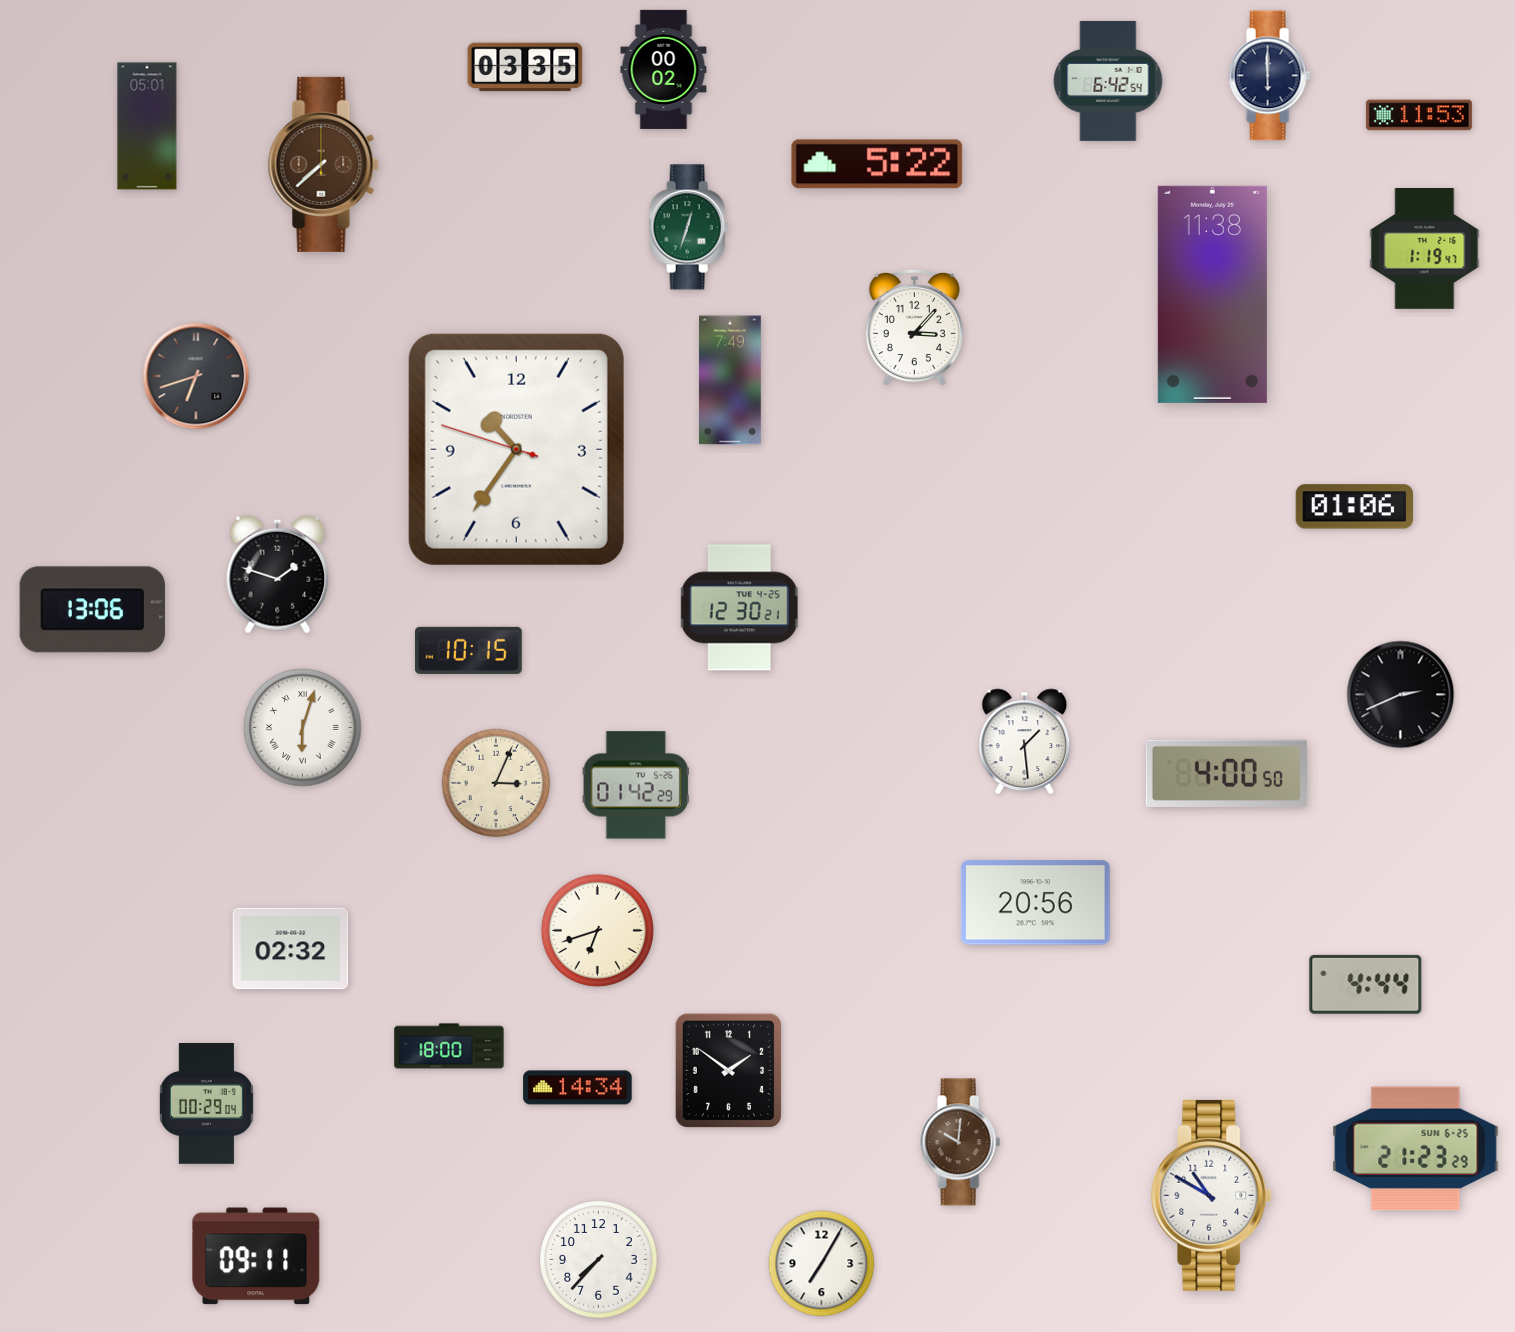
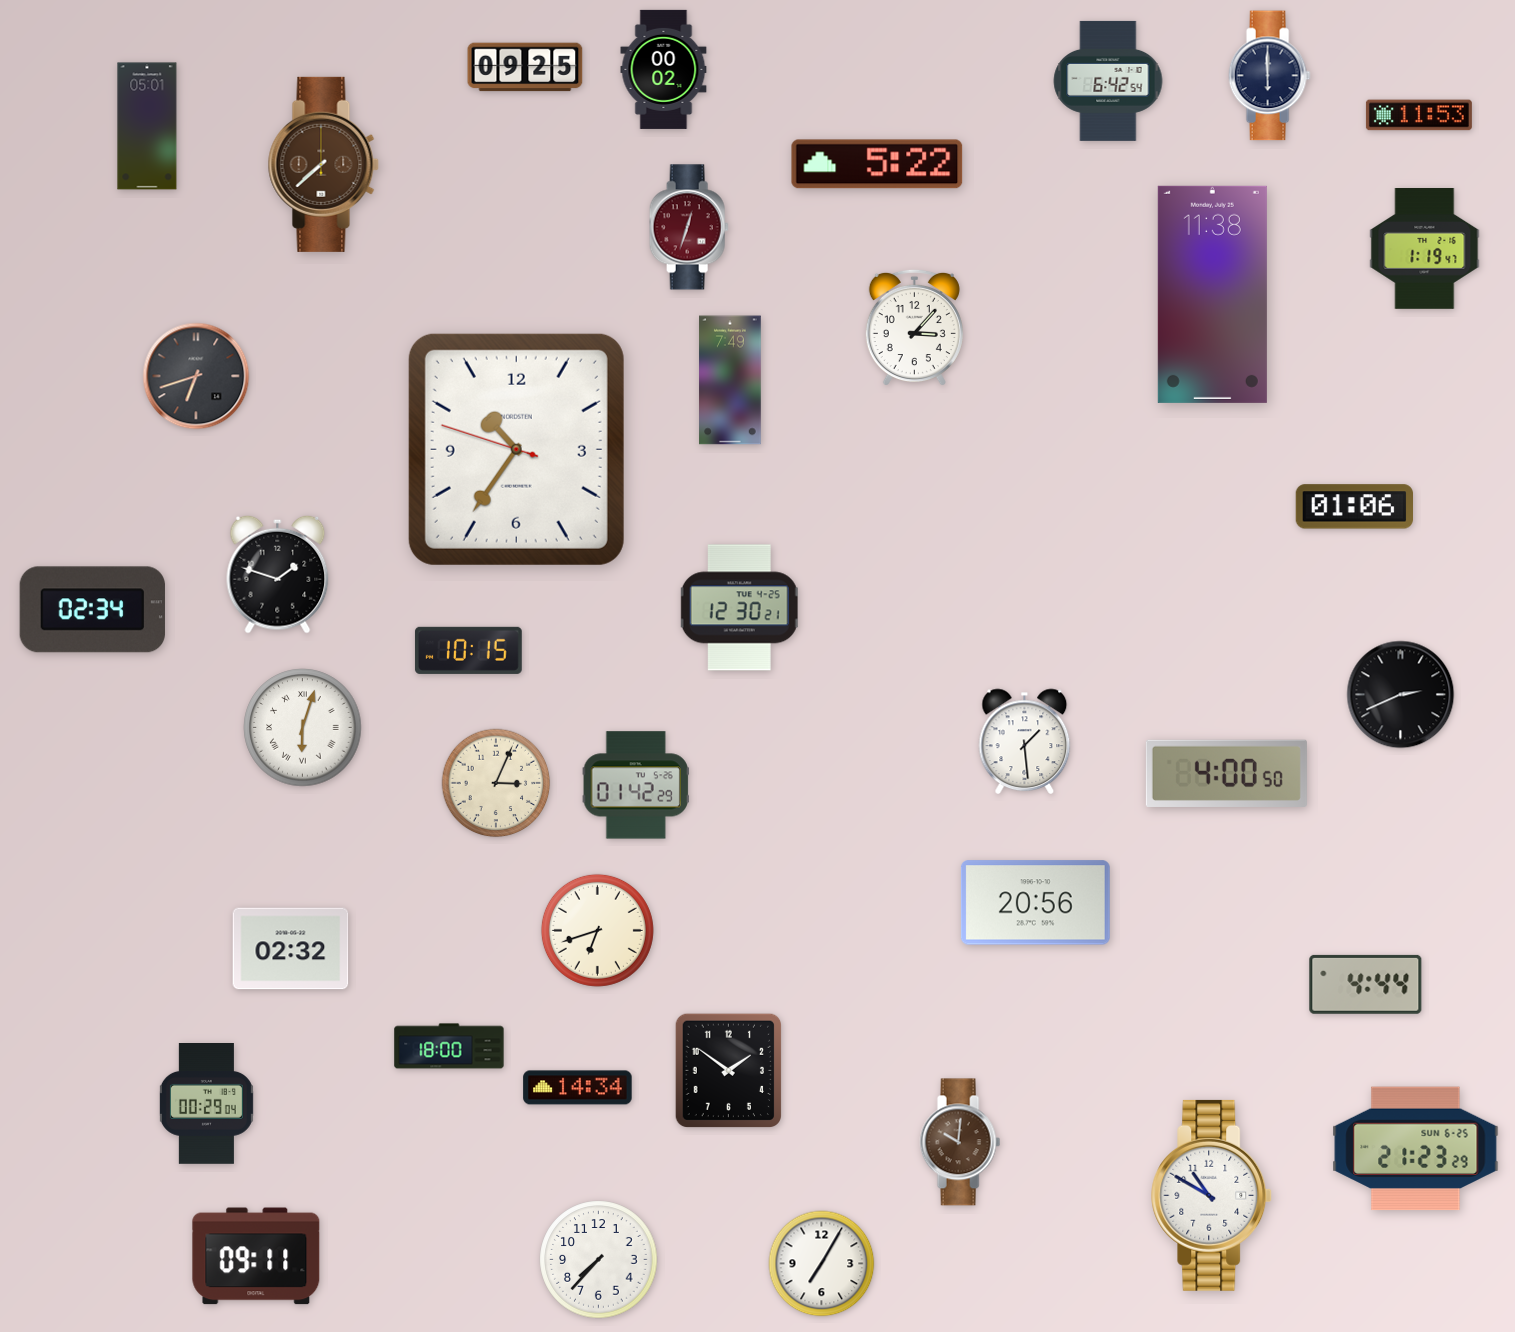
clock at (525, 67): 03:35 -> 09:25
clock at (689, 227) dial: green -> burgundy
clock at (92, 610): 13:06 -> 02:34
